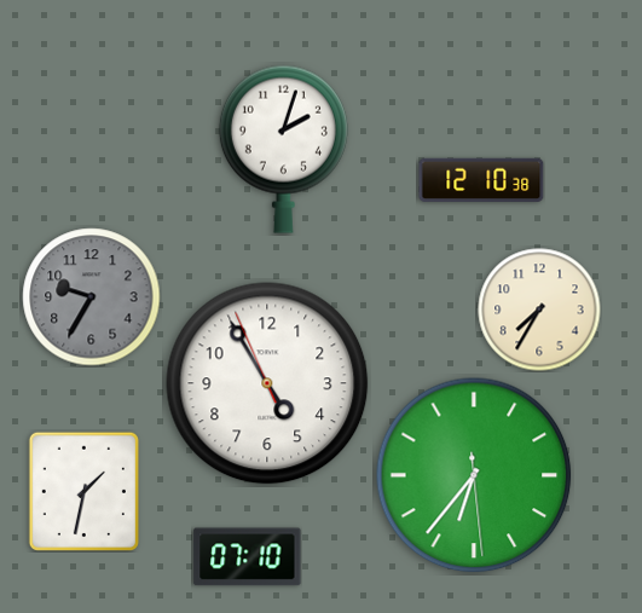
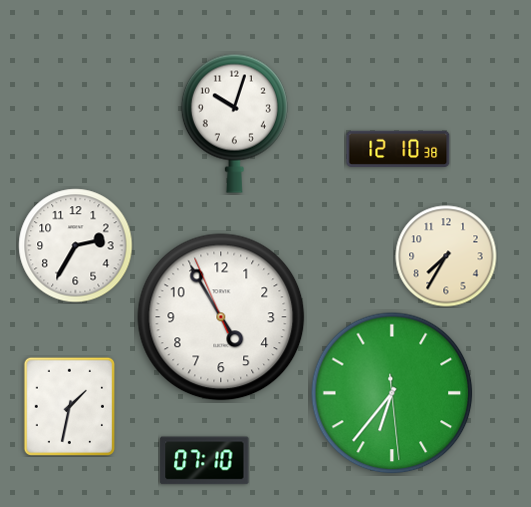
clock at (283, 149): 2:03 -> 10:03
clock at (92, 297): 9:35 -> 2:35
clock at (92, 297) dial: grey -> white
